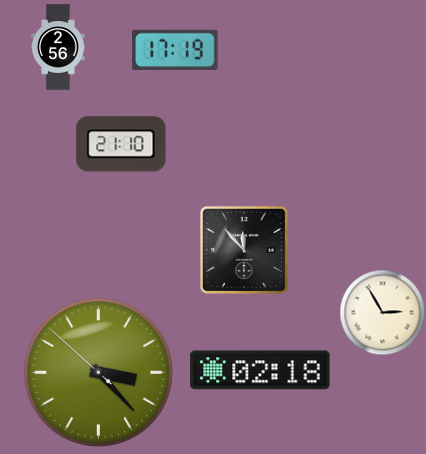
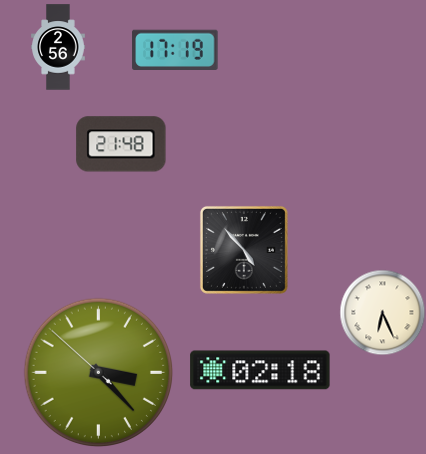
clock at (121, 144): 21:10 -> 21:48
clock at (244, 250): 11:53 -> 4:53
clock at (382, 312): 2:55 -> 6:26
